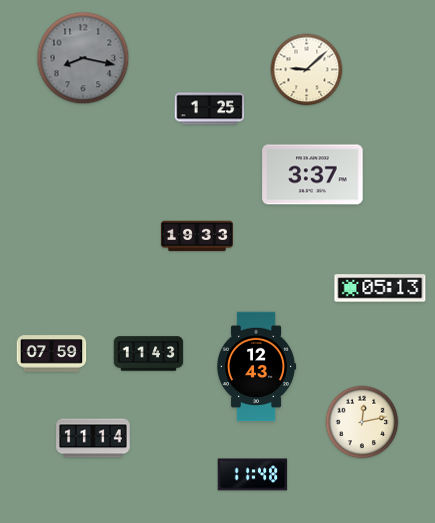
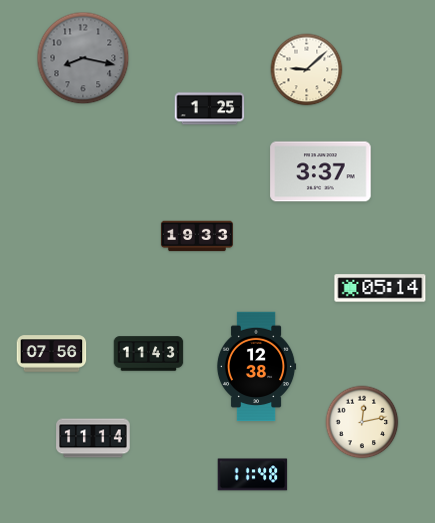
clock at (313, 175) position: (313, 175) -> (321, 172)
clock at (380, 288): 05:13 -> 05:14
clock at (52, 354): 07:59 -> 07:56
clock at (256, 367): 12:43 -> 12:38
